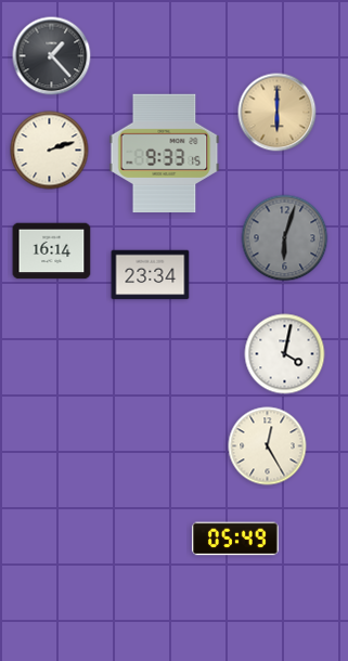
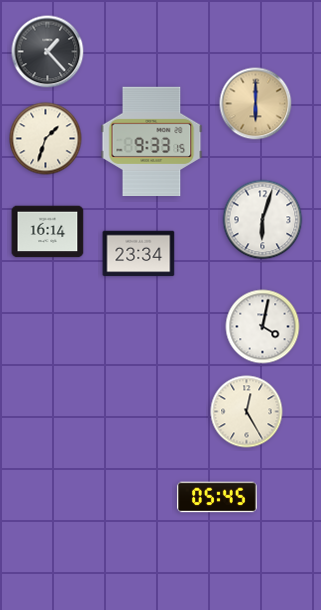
clock at (50, 151): 2:12 -> 1:33
clock at (285, 238) dial: grey -> white
clock at (235, 539): 05:49 -> 05:45
